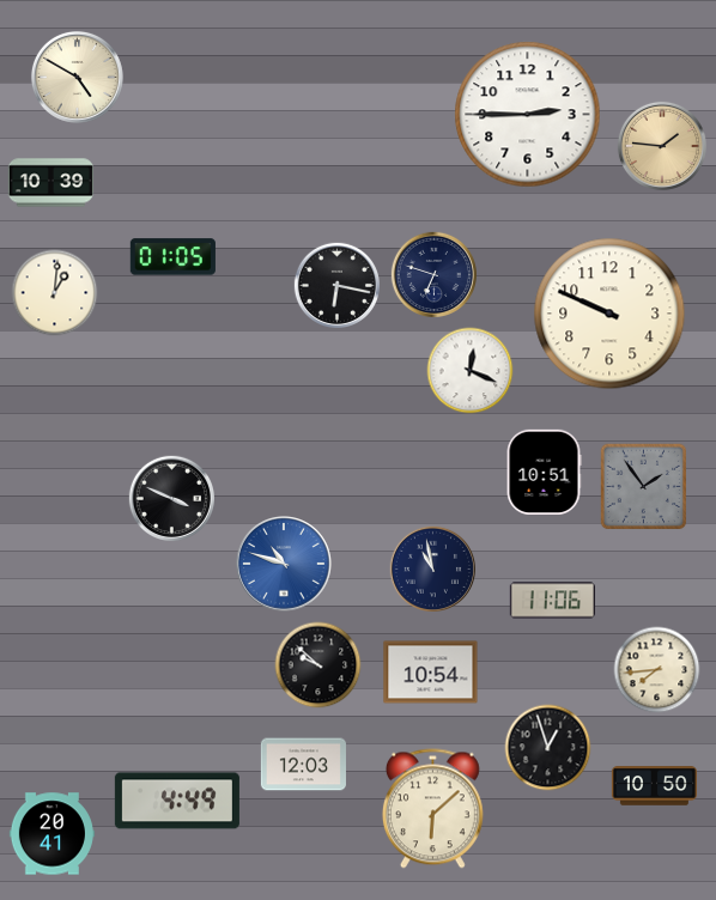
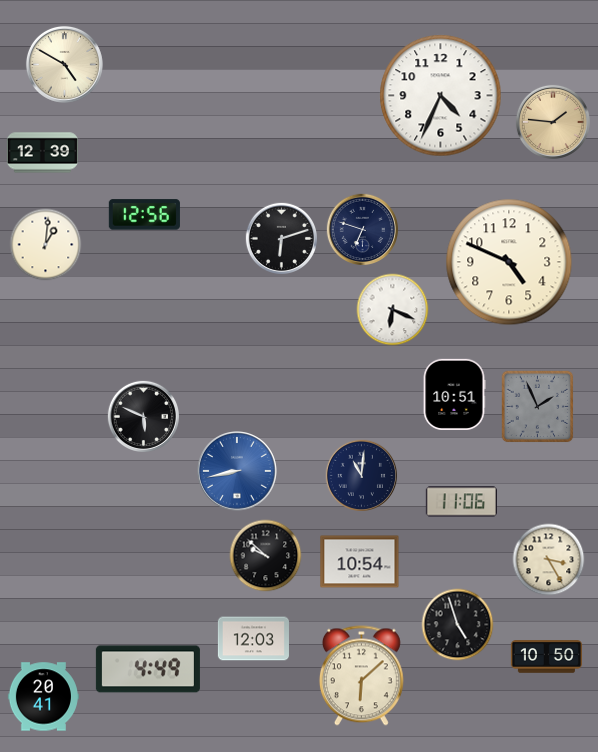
clock at (528, 115): 2:45 -> 4:34
clock at (50, 183): 10:39 -> 12:39
clock at (172, 257): 01:05 -> 12:56
clock at (336, 285): 6:17 -> 6:12
clock at (609, 314): 9:49 -> 4:49
clock at (471, 371): 12:19 -> 6:19
clock at (644, 487): 1:54 -> 1:56
clock at (171, 498): 3:49 -> 5:49
clock at (285, 565): 10:48 -> 8:43
clock at (432, 568): 10:58 -> 11:01
clock at (657, 670): 7:44 -> 3:25
clock at (548, 748): 12:57 -> 4:57
